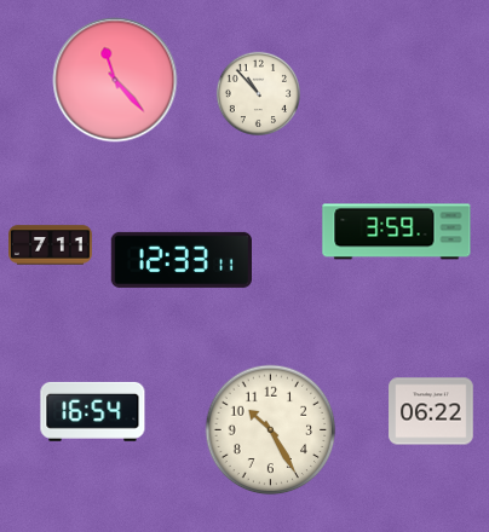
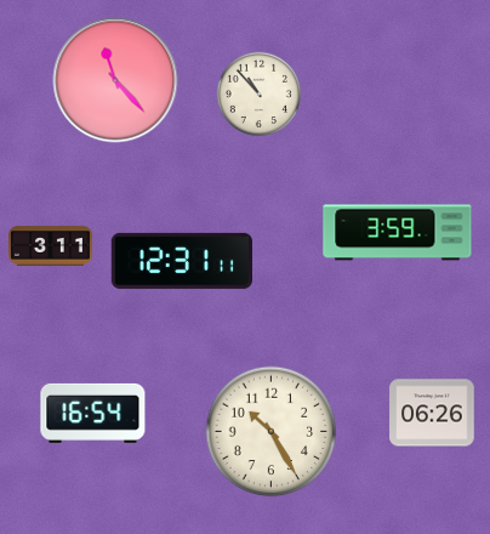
clock at (51, 245): 7:11 -> 3:11
clock at (180, 260): 12:33 -> 12:31
clock at (431, 411): 06:22 -> 06:26
